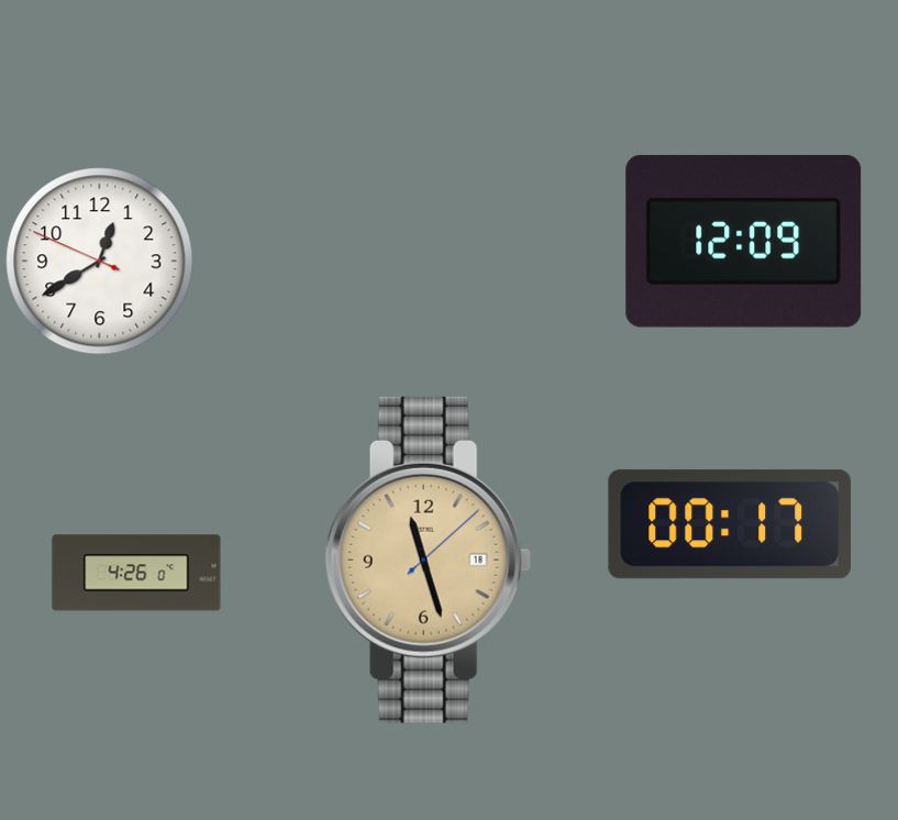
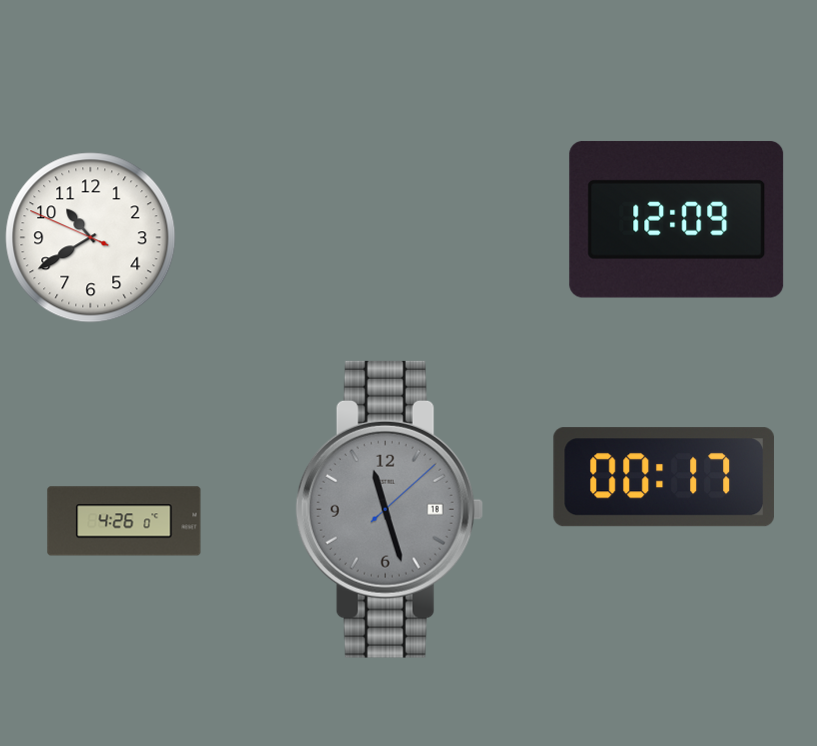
clock at (100, 262): 12:39 -> 10:39
clock at (428, 559) dial: champagne -> grey
